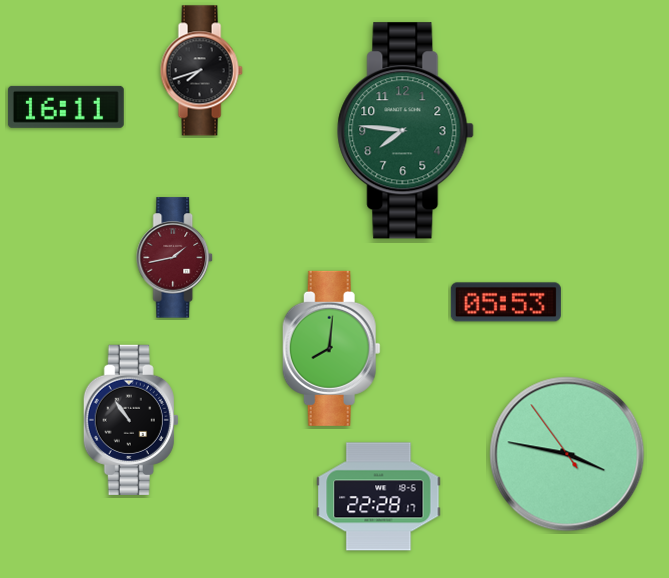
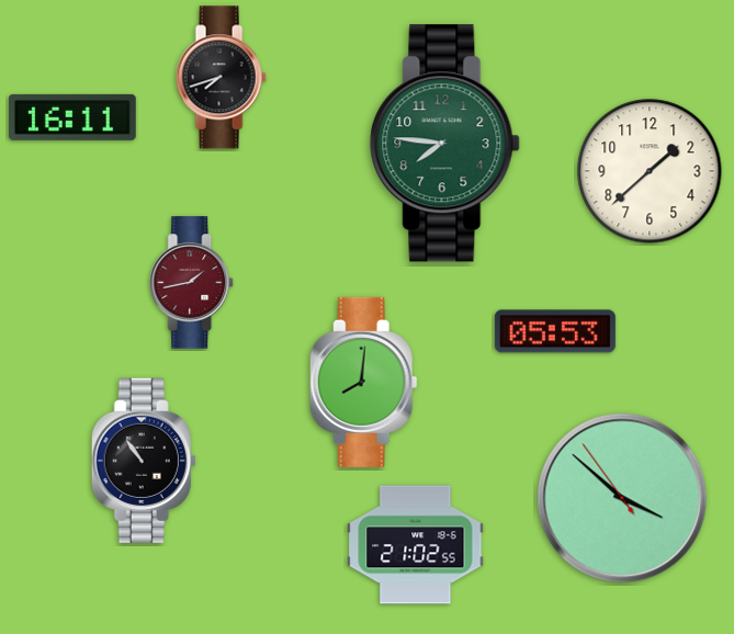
clock at (650, 171): none -> 1:38
clock at (567, 454): 3:46 -> 3:51
clock at (379, 497): 22:28 -> 21:02
